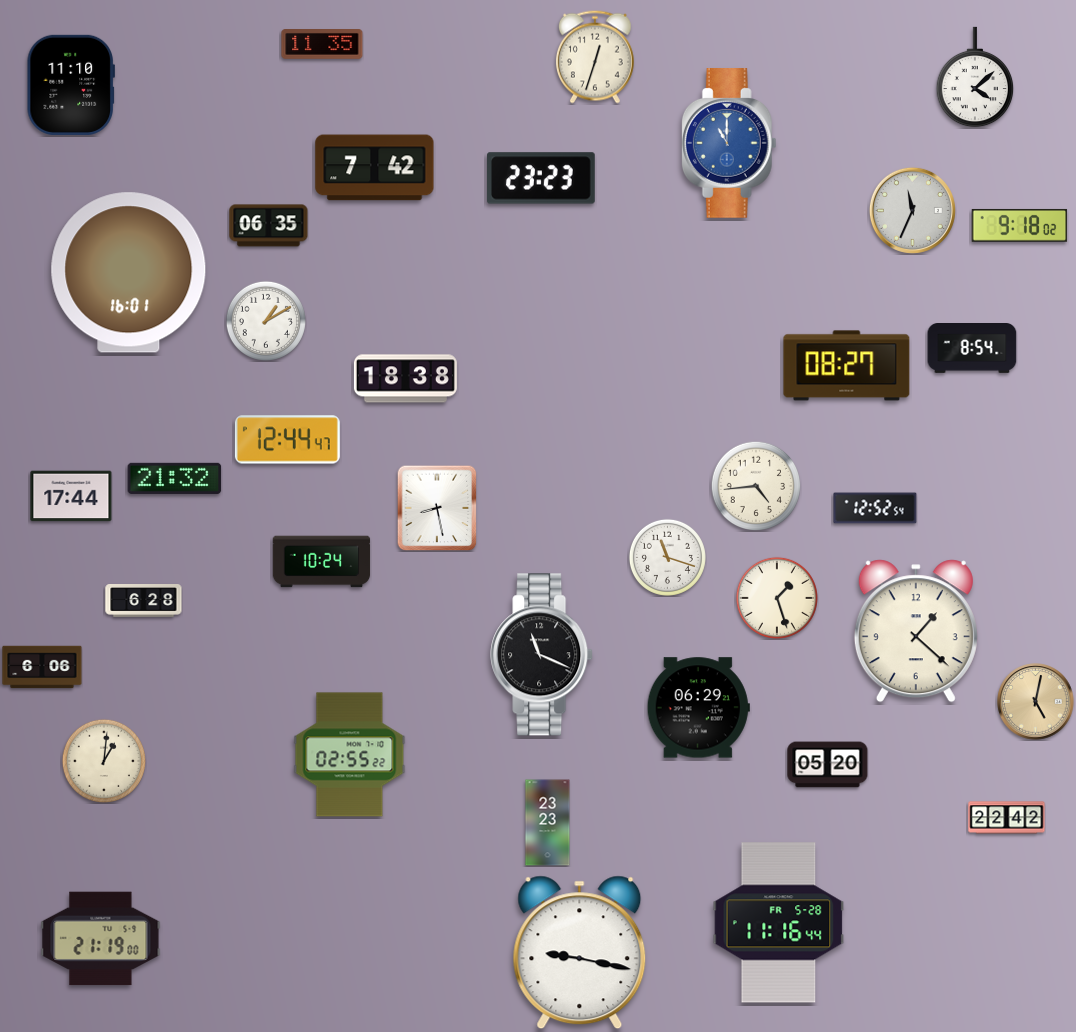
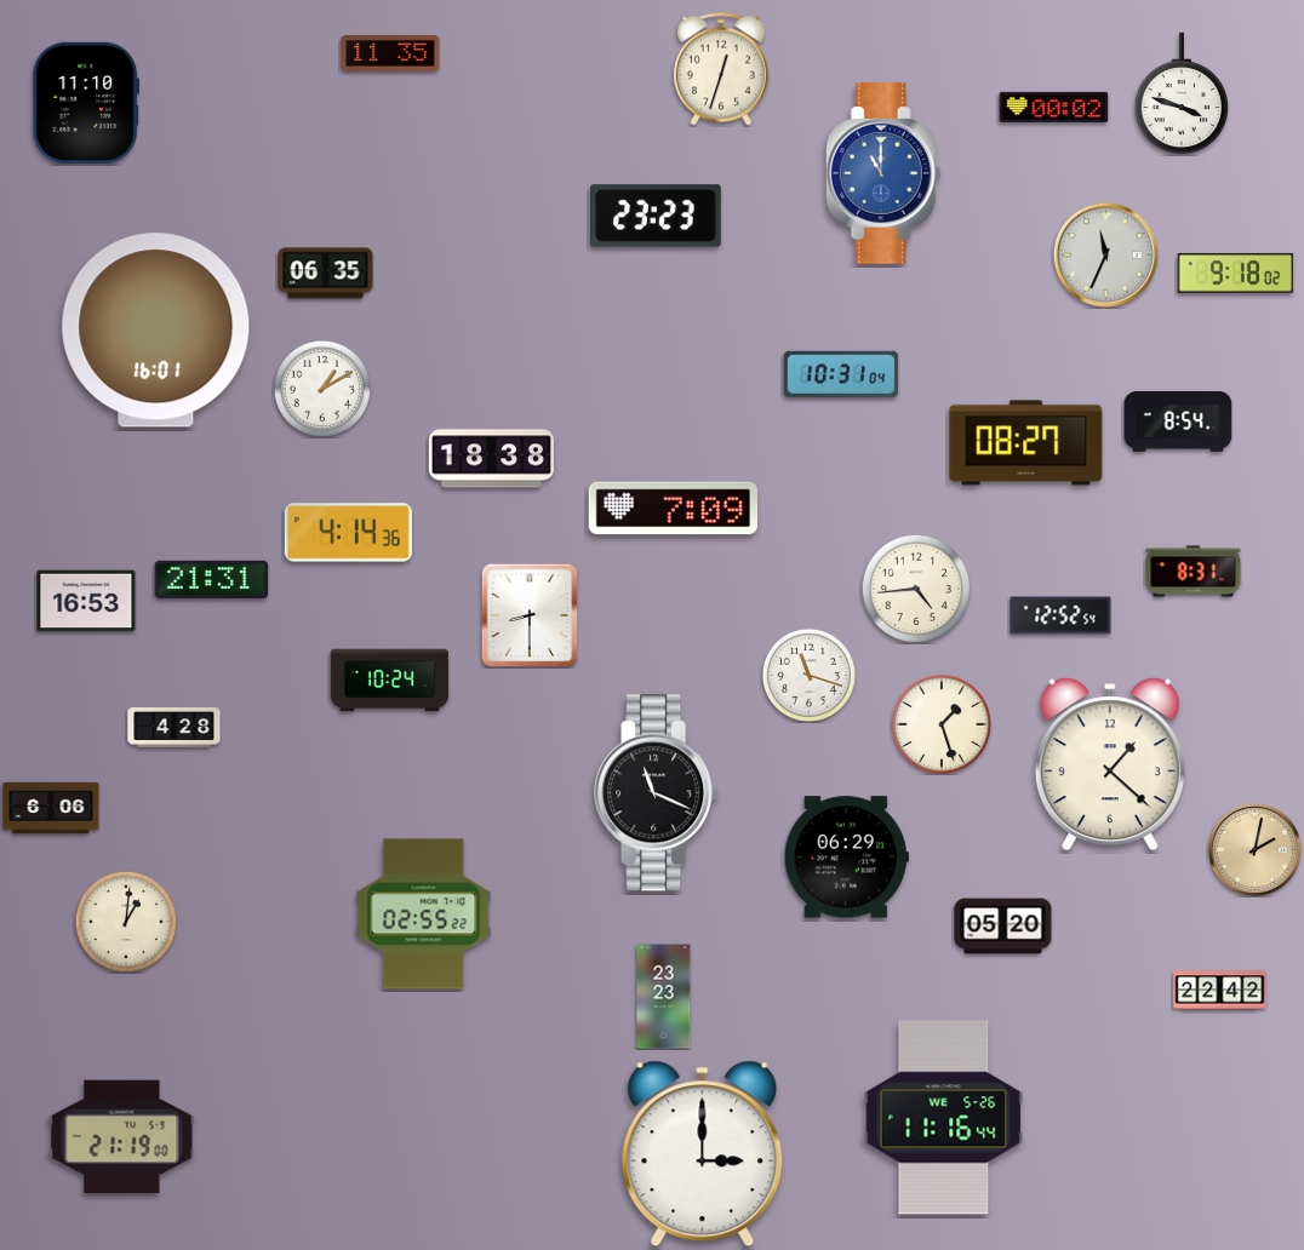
clock at (975, 77): 4:08 -> 3:48
clock at (1054, 107): none -> 00:02
clock at (375, 168): 7:42 -> none
clock at (841, 374): none -> 10:31
clock at (673, 509): none -> 7:09
clock at (287, 440): 12:44 -> 4:14
clock at (1194, 572): none -> 8:31
clock at (175, 478): 21:32 -> 21:31
clock at (71, 496): 17:44 -> 16:53
clock at (437, 508): 8:28 -> 8:30
clock at (144, 601): 6:28 -> 4:28
clock at (1036, 702): 5:02 -> 2:02
clock at (779, 923) date: FR 5-28 -> WE 5-26
clock at (580, 953): 9:17 -> 3:00
